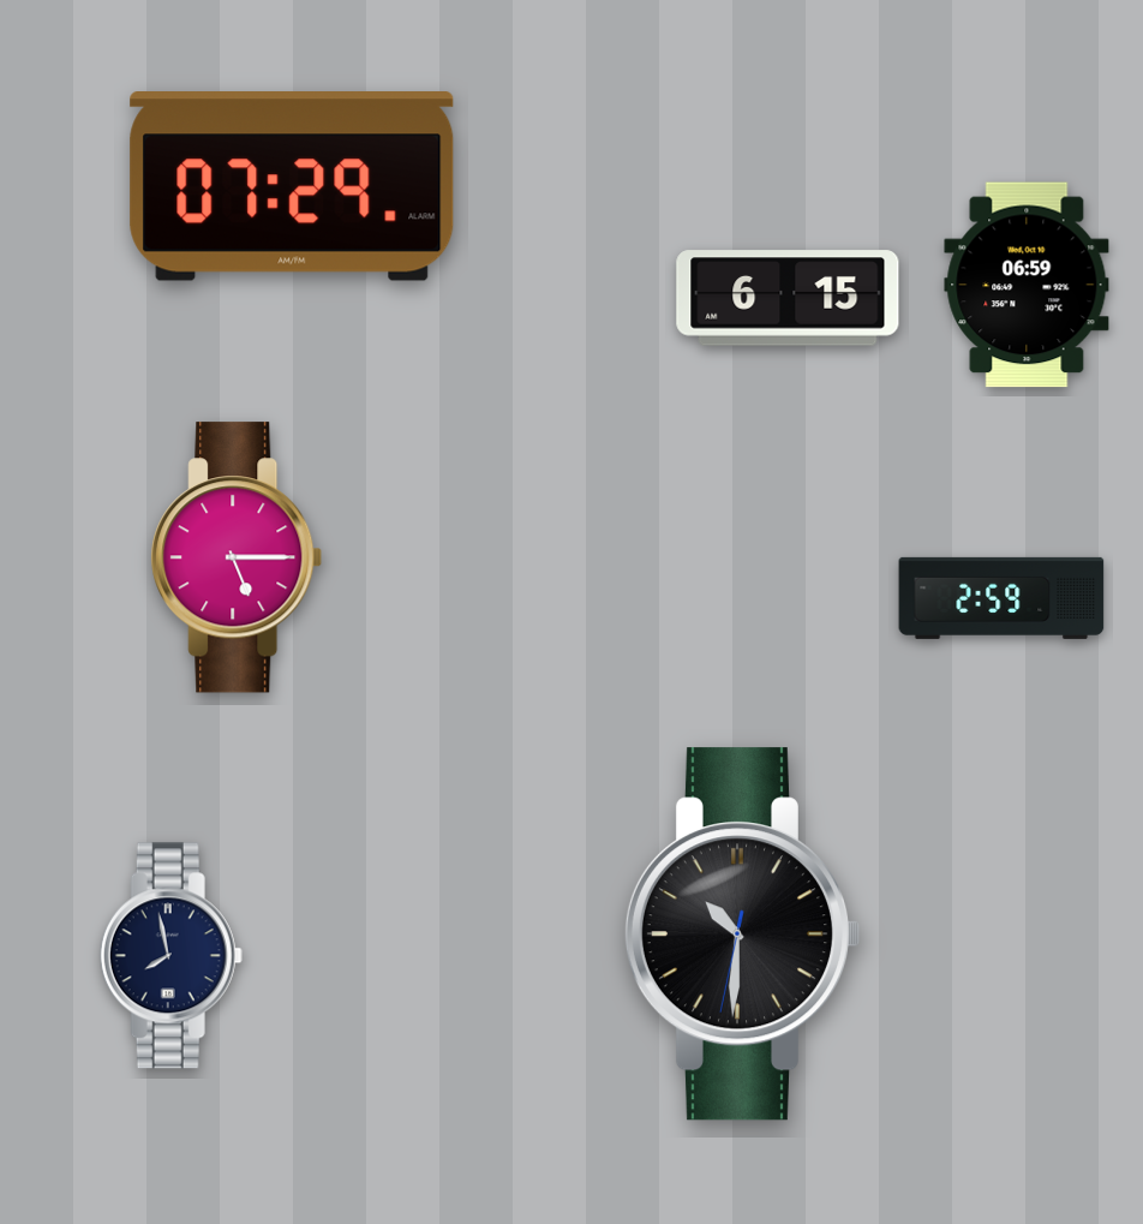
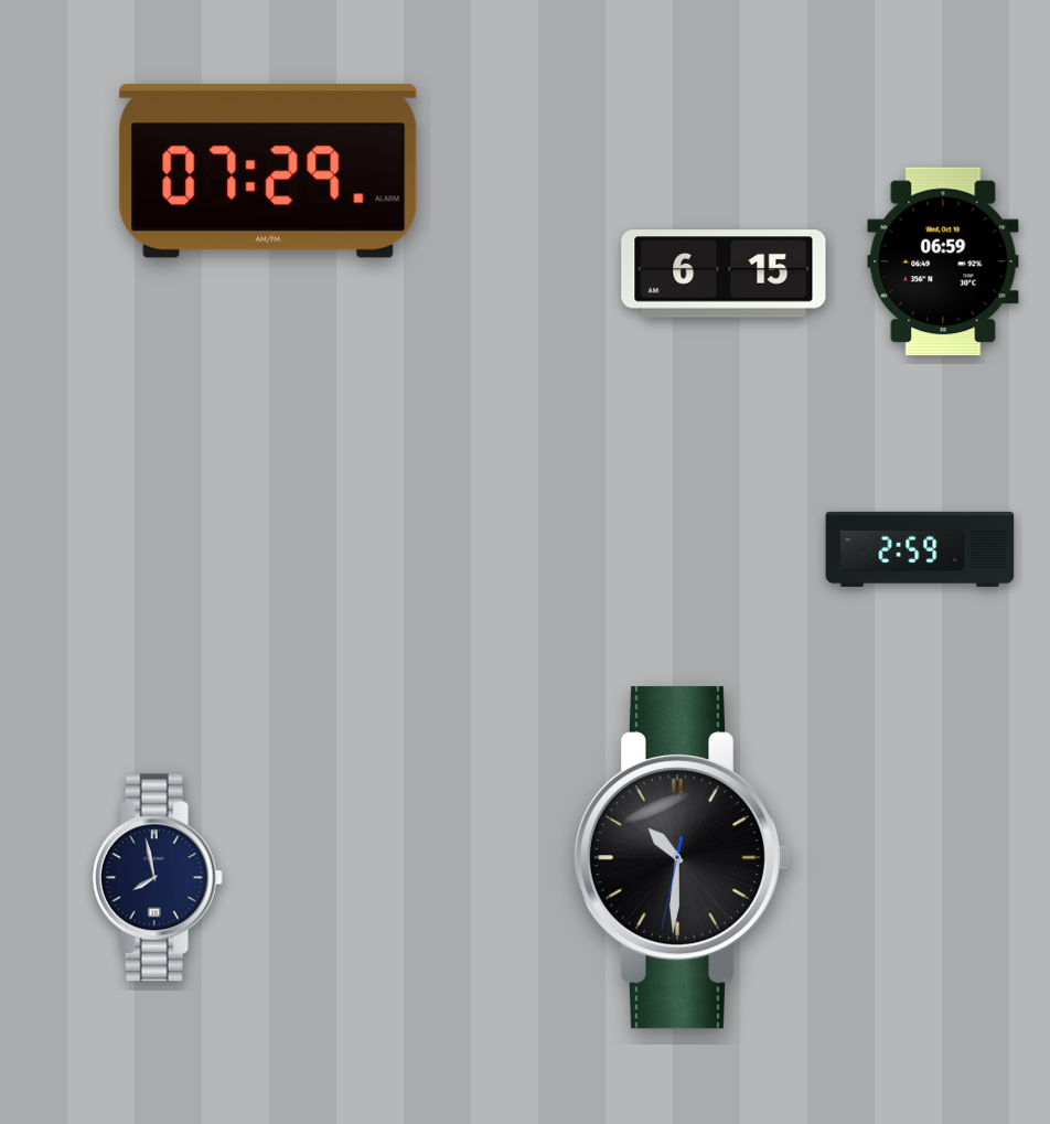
clock at (237, 557): 5:15 -> none
